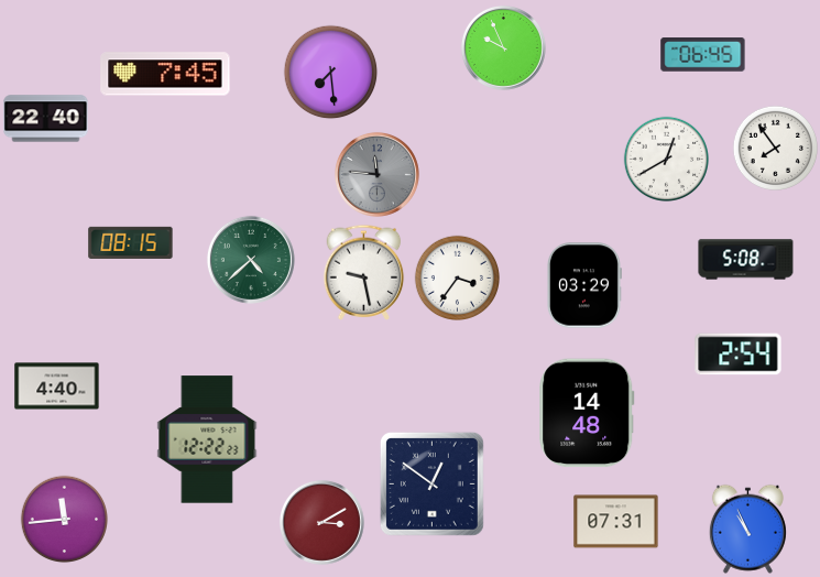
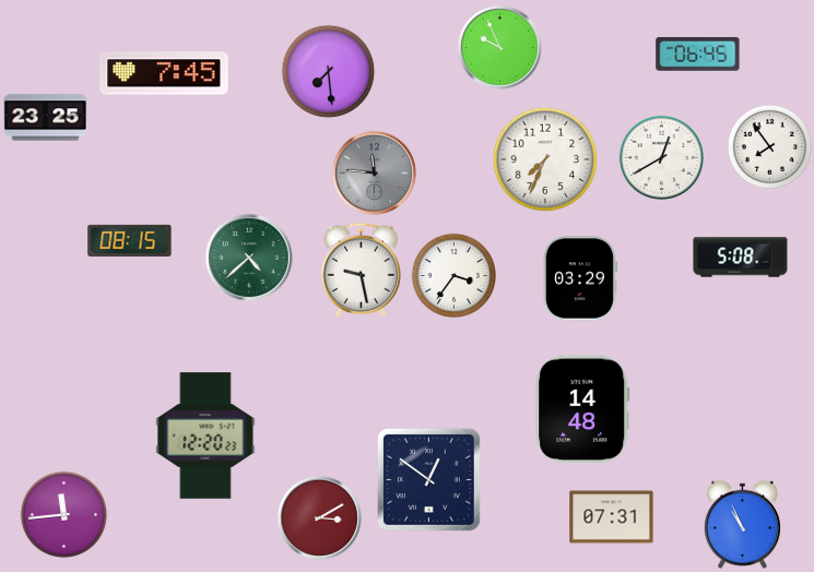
clock at (46, 119): 22:40 -> 23:25
clock at (545, 159): none -> 7:34
clock at (583, 285) position: (583, 285) -> (579, 278)
clock at (739, 355): 2:54 -> none
clock at (57, 387): 4:40 -> none
clock at (207, 439): 12:22 -> 12:20
